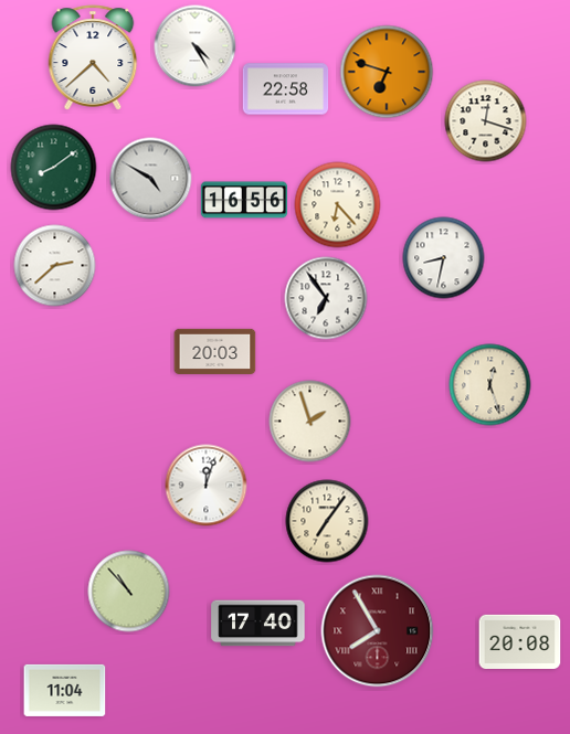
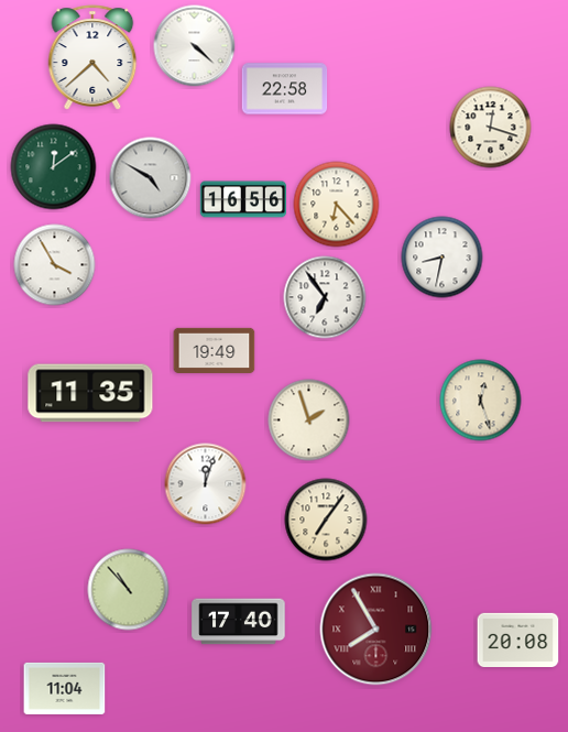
clock at (196, 46): 4:25 -> 4:22
clock at (387, 72): 6:48 -> none
clock at (486, 121) position: (486, 121) -> (491, 128)
clock at (54, 168): 8:09 -> 12:09
clock at (55, 266): 2:38 -> 3:55
clock at (215, 351): 20:03 -> 19:49
clock at (490, 385) position: (490, 385) -> (481, 401)
clock at (90, 393): none -> 11:35
clock at (258, 624) position: (258, 624) -> (239, 622)
